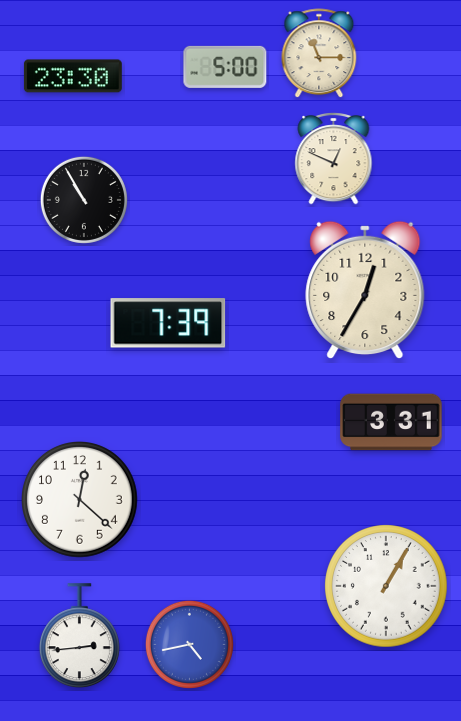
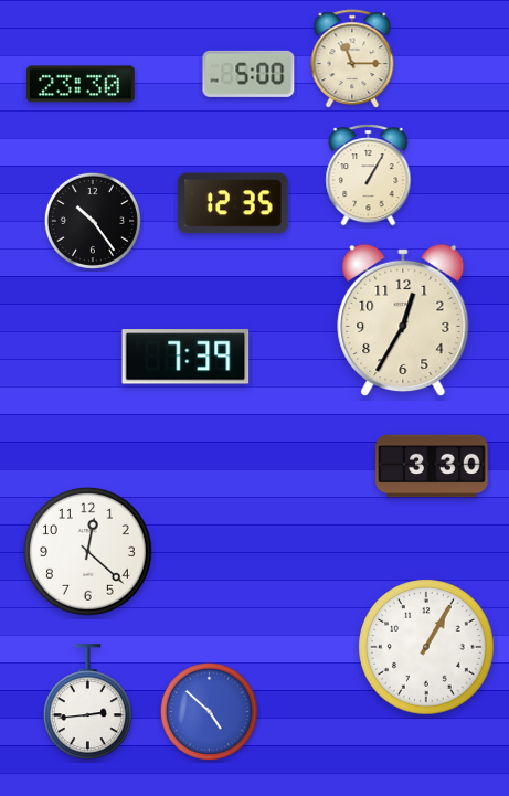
clock at (334, 159): 12:49 -> 1:05
clock at (234, 203): none -> 12:35
clock at (84, 200): 10:55 -> 10:24
clock at (391, 422): 3:31 -> 3:30
clock at (189, 644): 4:43 -> 4:52
